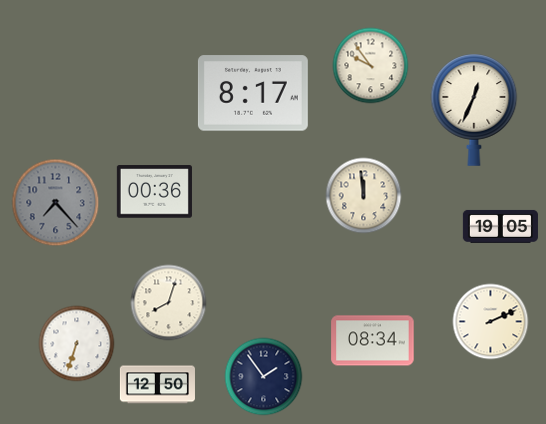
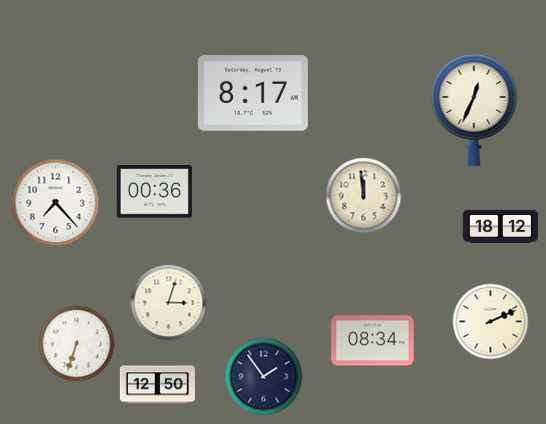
clock at (371, 66): 9:54 -> none
clock at (56, 203) dial: grey -> white
clock at (500, 226): 19:05 -> 18:12
clock at (169, 303): 8:03 -> 3:03
